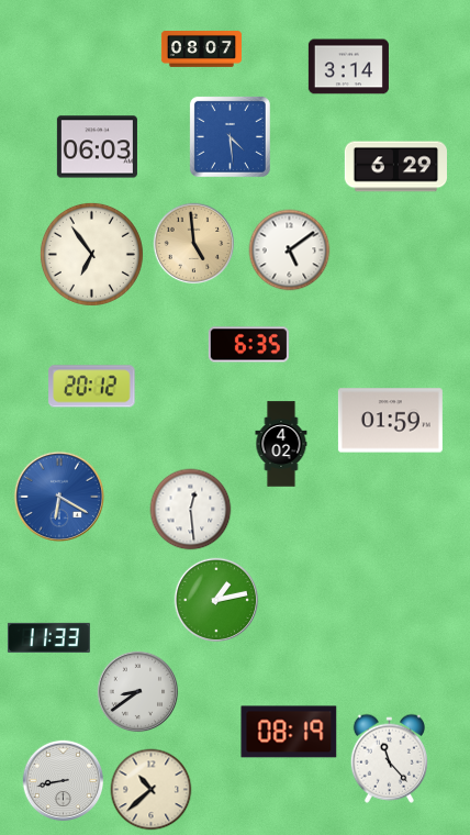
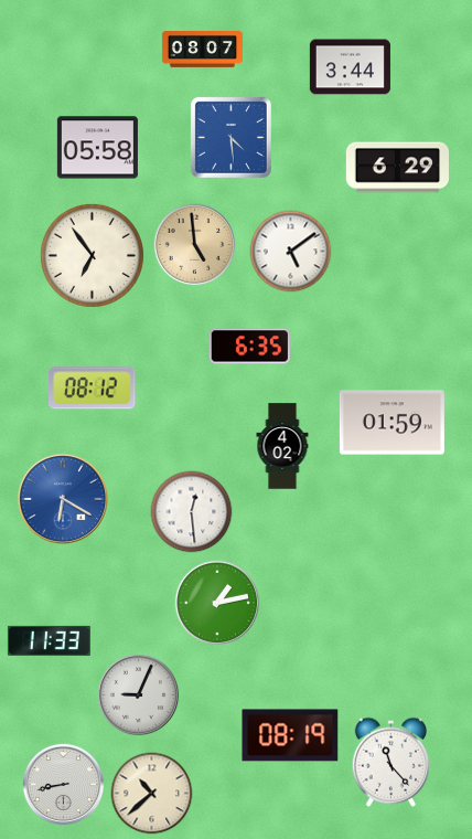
clock at (348, 67): 3:14 -> 3:44
clock at (97, 147): 06:03 -> 05:58
clock at (92, 387): 20:12 -> 08:12
clock at (58, 496) position: (58, 496) -> (62, 498)
clock at (138, 692): 8:39 -> 9:04
